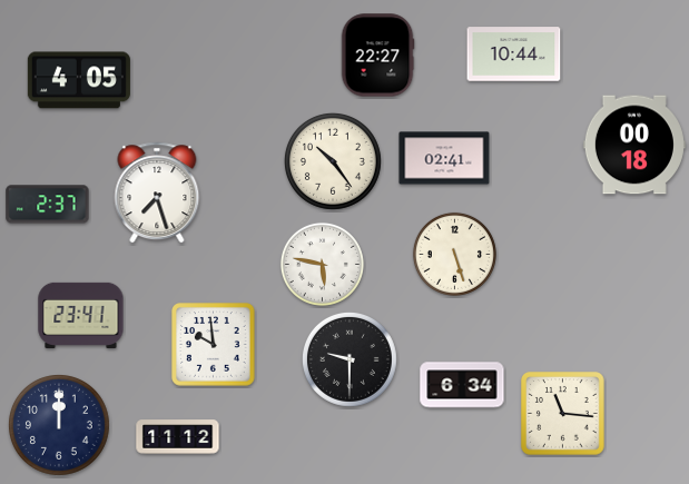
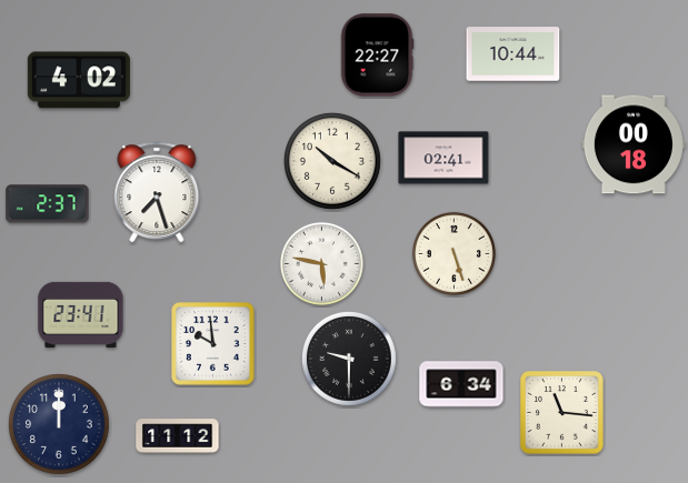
clock at (79, 80): 4:05 -> 4:02
clock at (333, 161): 10:24 -> 10:20
